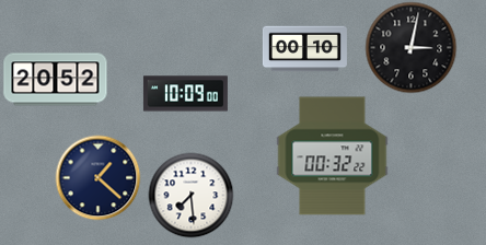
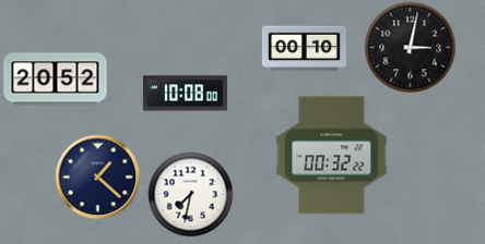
clock at (185, 94): 10:09 -> 10:08
clock at (190, 195): 7:29 -> 7:32
